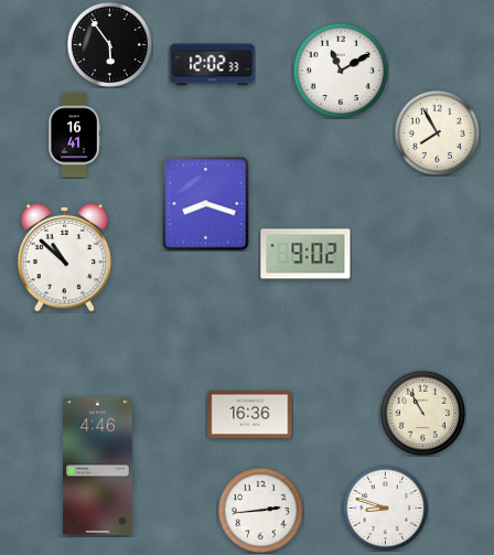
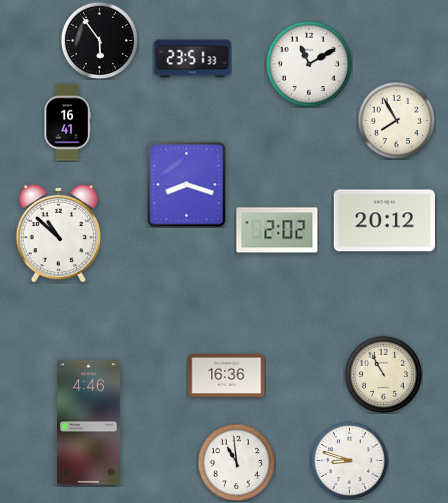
clock at (213, 65): 12:02 -> 23:51
clock at (384, 221): none -> 20:12
clock at (305, 254): 9:02 -> 2:02
clock at (260, 510): 2:44 -> 10:59
